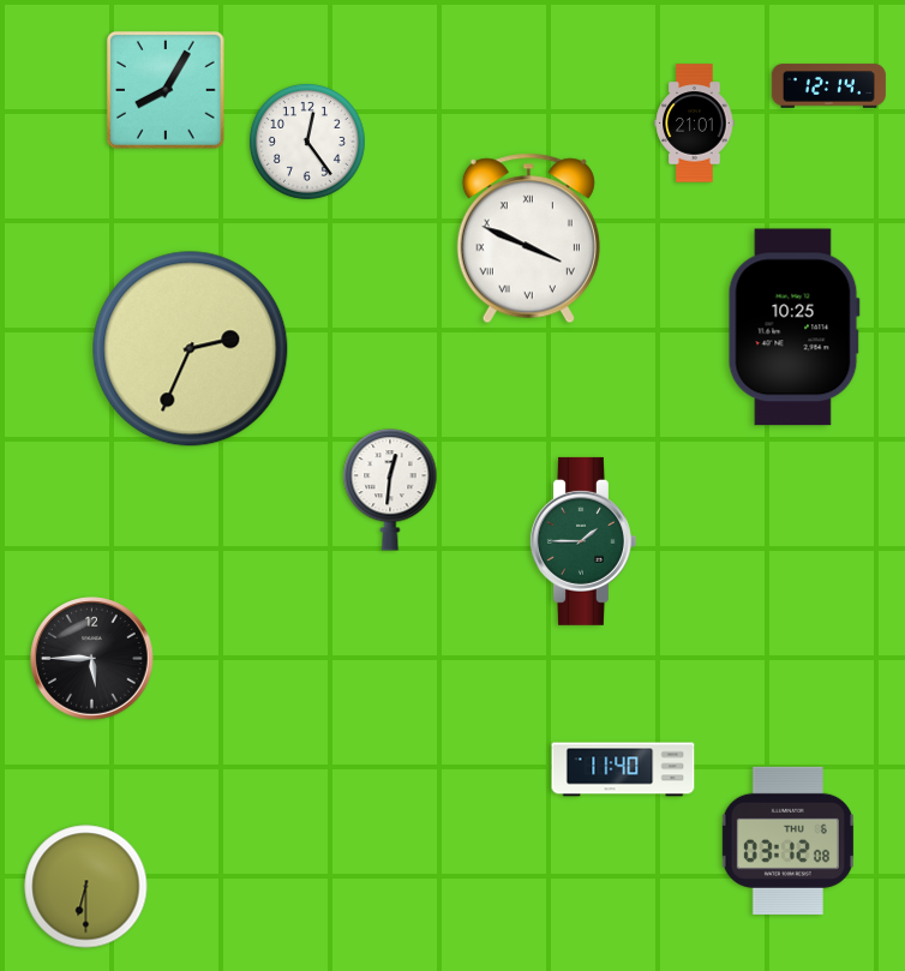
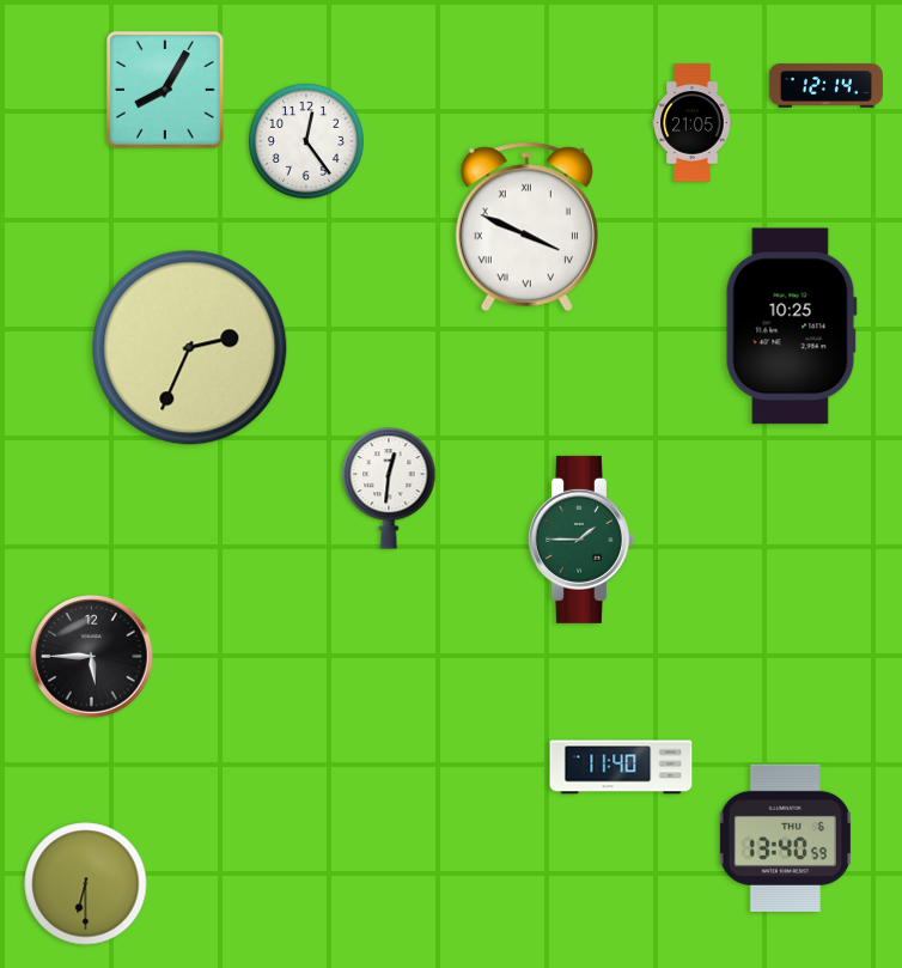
clock at (695, 124): 21:01 -> 21:05
clock at (528, 239) position: (528, 239) -> (526, 227)
clock at (787, 840): 03:12 -> 13:40
